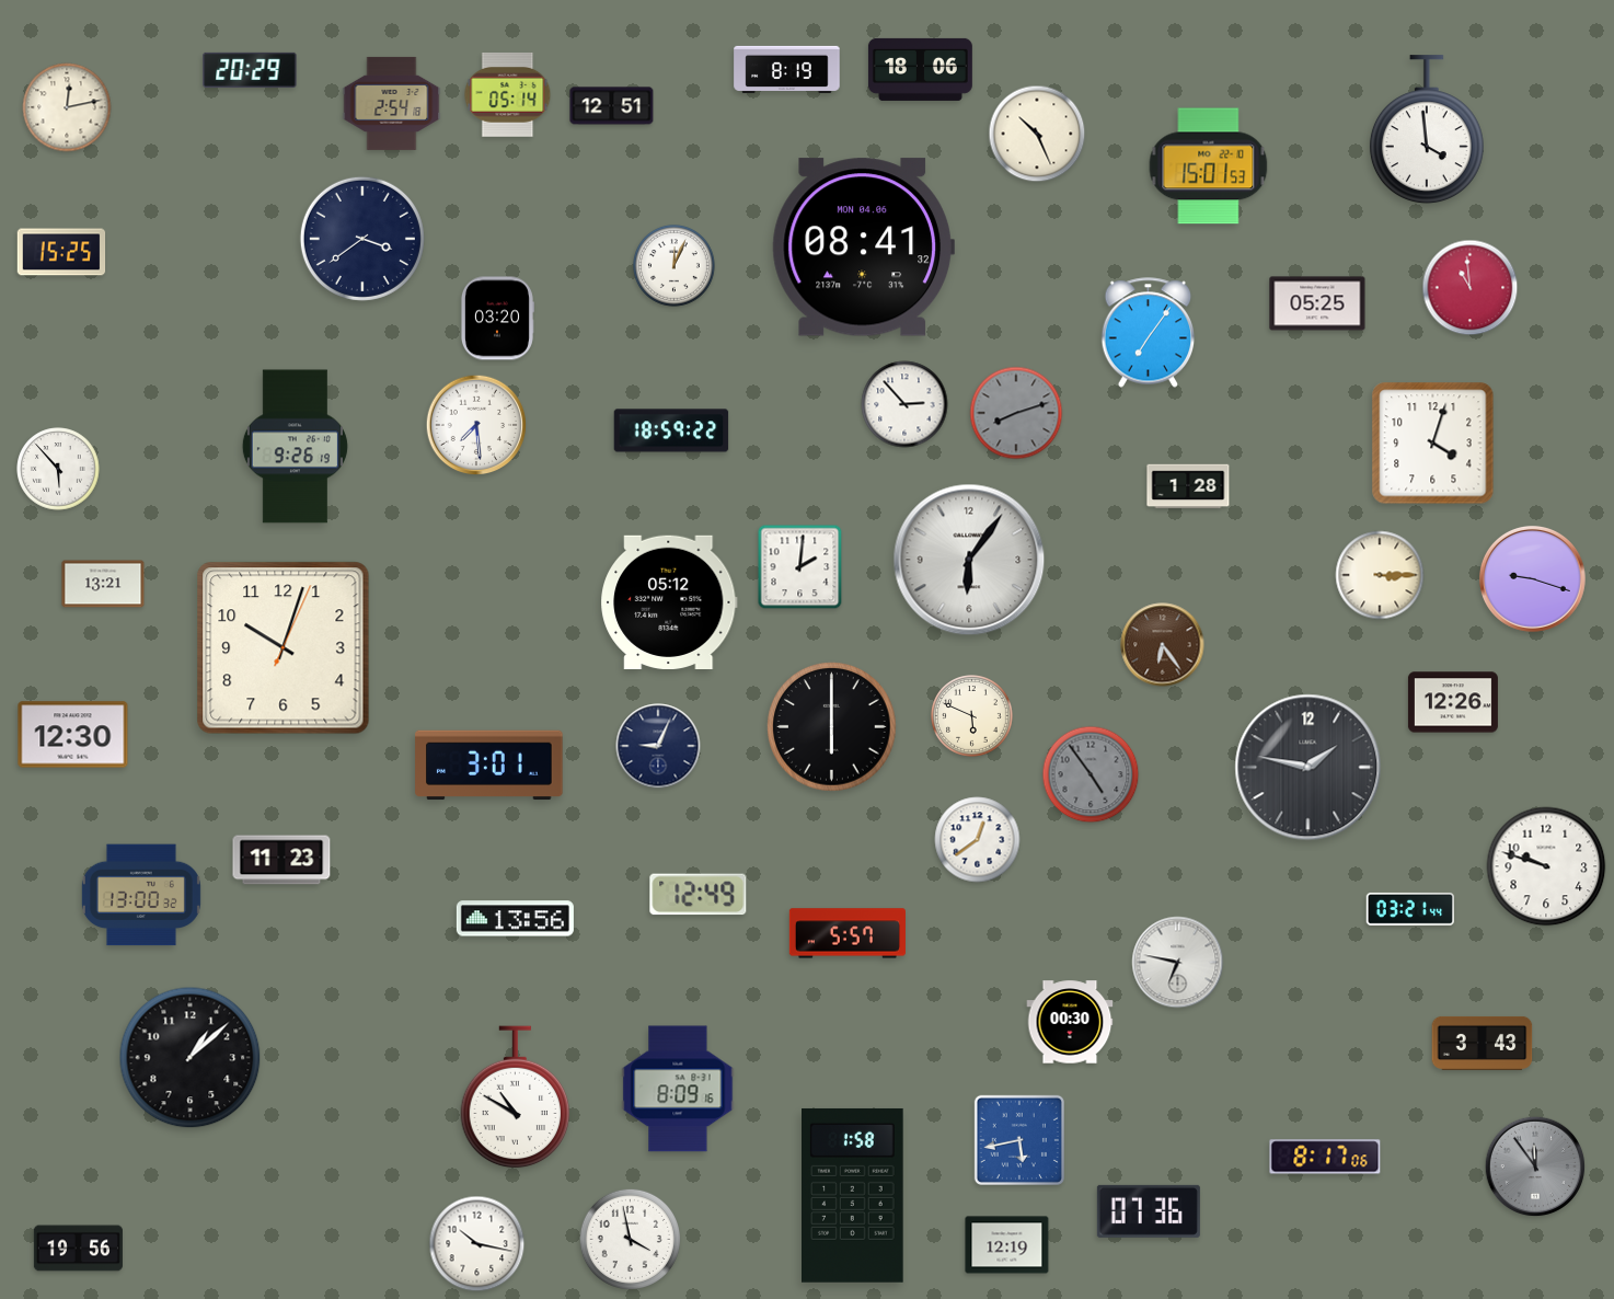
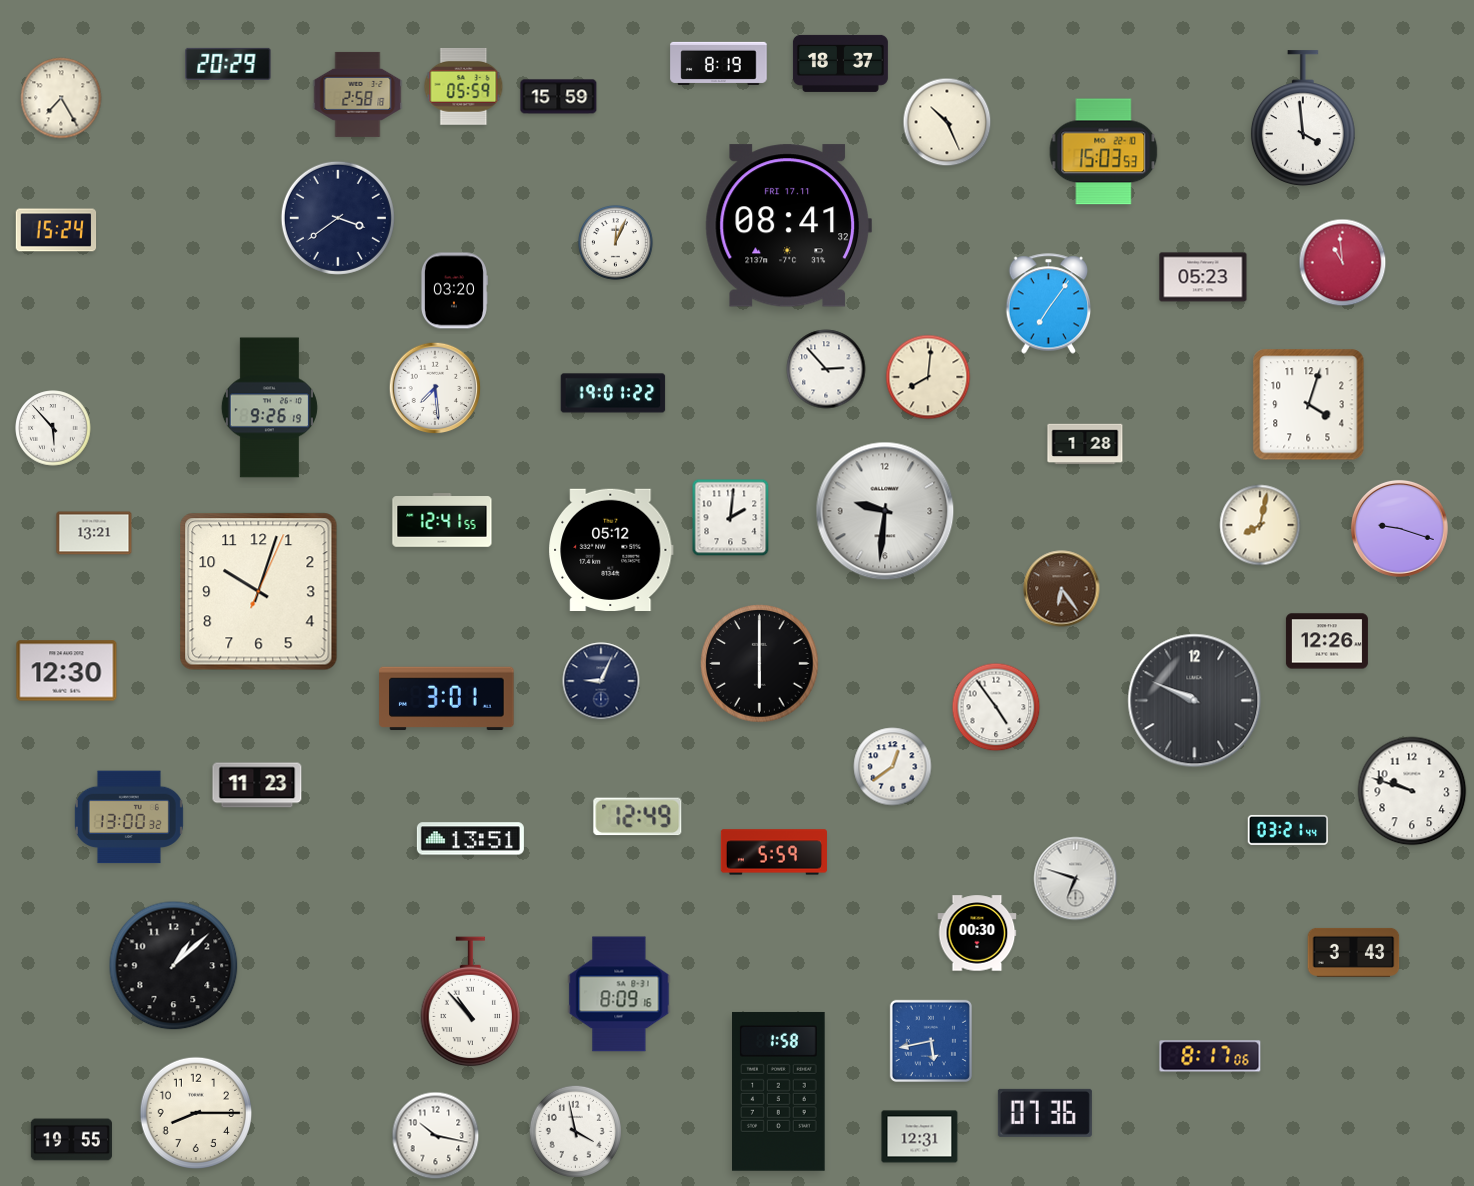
clock at (920, 69): 18:06 -> 18:37
clock at (508, 94): 05:14 -> 05:59
clock at (392, 103): 2:54 -> 2:58
clock at (612, 106): 12:51 -> 15:59
clock at (67, 107): 12:13 -> 7:25
clock at (1209, 166): 15:01 -> 15:03
clock at (362, 239) position: (362, 239) -> (338, 218)
clock at (863, 248) date: MON 04.06 -> FRI 17.11
clock at (61, 252): 15:25 -> 15:24
clock at (1317, 303): 05:25 -> 05:23
clock at (1016, 413): 8:12 -> 8:01
clock at (1016, 413) dial: grey -> cream
clock at (671, 430): 18:59 -> 19:01
clock at (969, 560): 6:06 -> 9:31
clock at (442, 521): none -> 12:41
clock at (1380, 575): 3:15 -> 8:02
clock at (972, 716): 5:49 -> none
clock at (1309, 768): 1:47 -> 9:49
clock at (1091, 774) dial: grey -> white
clock at (515, 919): 13:56 -> 13:51
clock at (848, 933): 5:57 -> 5:59
clock at (1178, 963): 6:47 -> 6:48
clock at (516, 1097): 10:50 -> 10:53
clock at (1535, 1166): 11:54 -> none
clock at (1149, 1211) position: (1149, 1211) -> (1045, 1113)
clock at (195, 1112): none -> 8:15
clock at (1007, 1245): 12:19 -> 12:31
clock at (78, 1249): 19:56 -> 19:55
